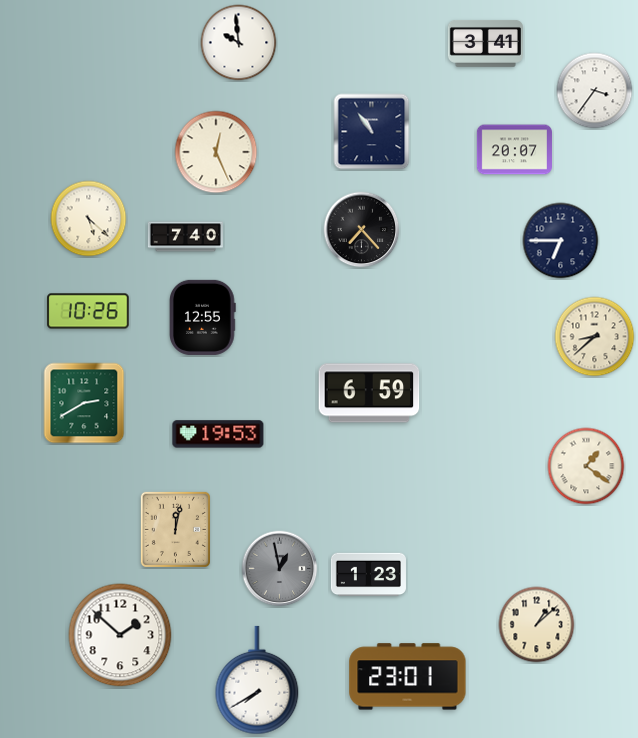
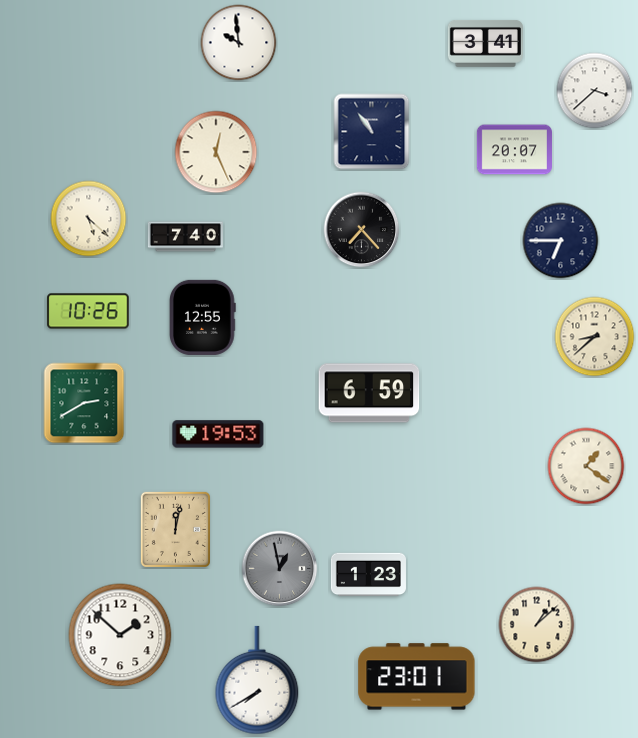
clock at (595, 91): 3:36 -> 3:38
clock at (408, 677) position: (408, 677) -> (417, 677)
